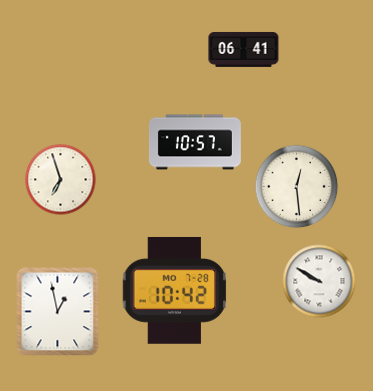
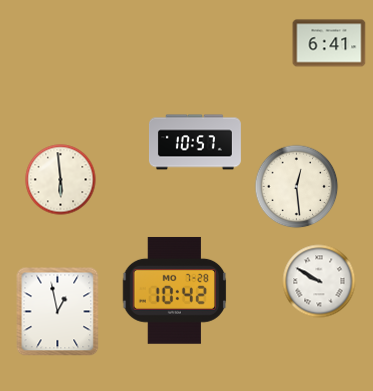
clock at (329, 43): none -> 6:41
clock at (244, 49): 06:41 -> none
clock at (61, 180): 6:57 -> 5:59
